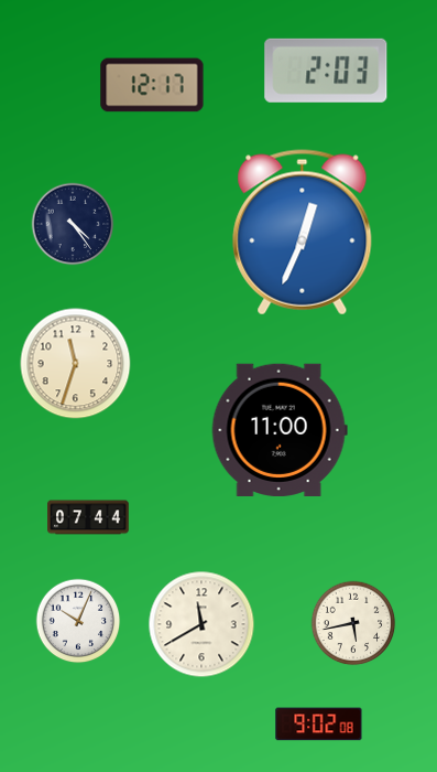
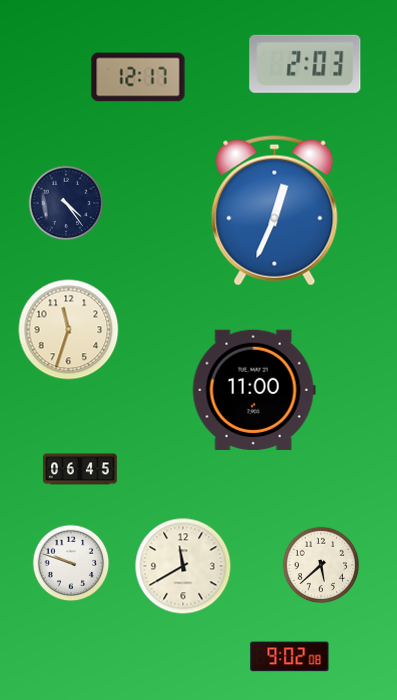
clock at (326, 71) position: (326, 71) -> (305, 64)
clock at (89, 517): 07:44 -> 06:45
clock at (78, 621): 10:04 -> 9:48
clock at (353, 623): 5:43 -> 5:38
